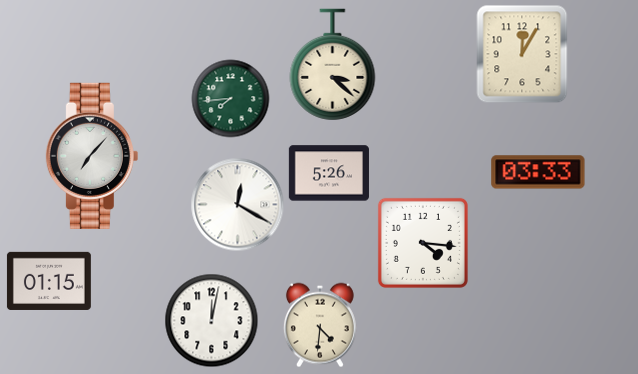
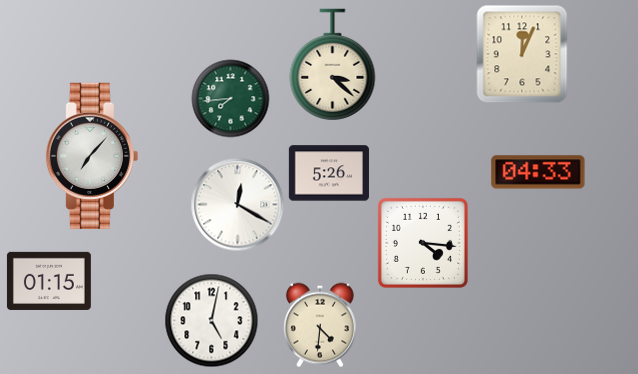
clock at (522, 54): 12:05 -> 12:04
clock at (538, 172): 03:33 -> 04:33
clock at (212, 321): 12:02 -> 5:02
